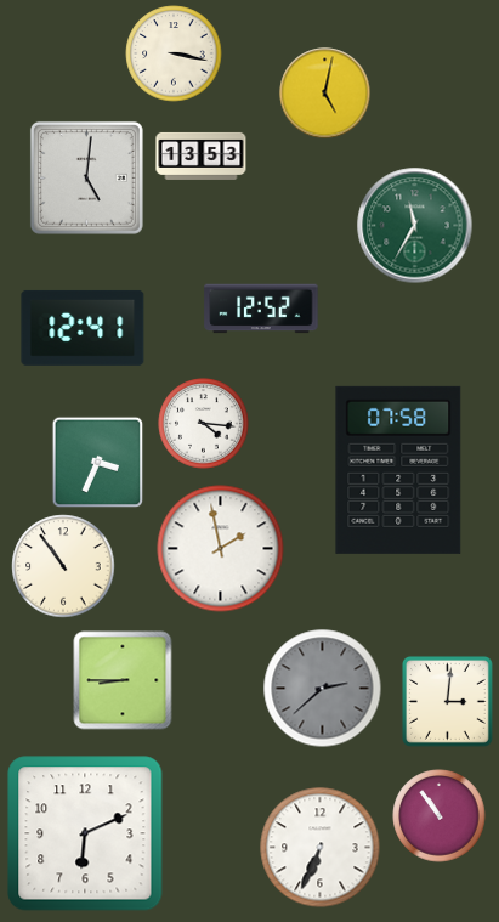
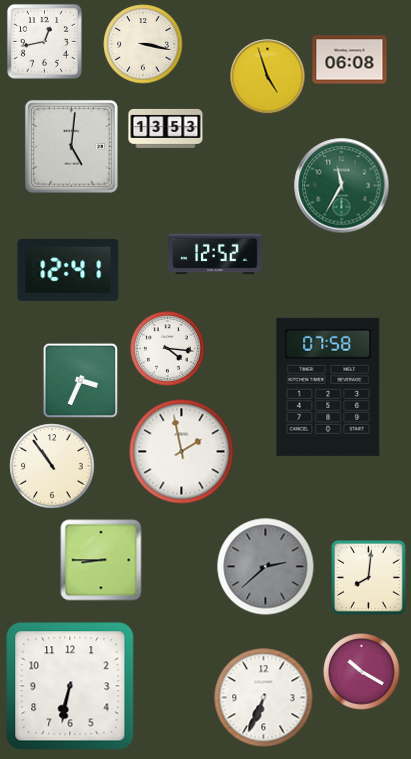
clock at (44, 41): none -> 12:43
clock at (350, 60): none -> 06:08
clock at (325, 94): 5:02 -> 4:57
clock at (447, 701): 3:01 -> 8:01
clock at (440, 816): 10:54 -> 10:20
clock at (85, 833): 6:11 -> 6:32
